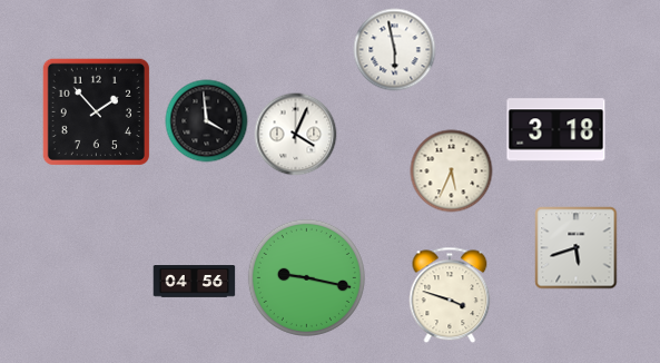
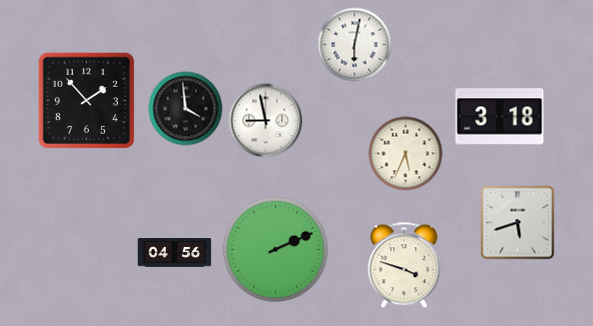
clock at (395, 50): 5:58 -> 6:02
clock at (296, 135): 4:04 -> 8:58
clock at (306, 277): 9:17 -> 2:11
